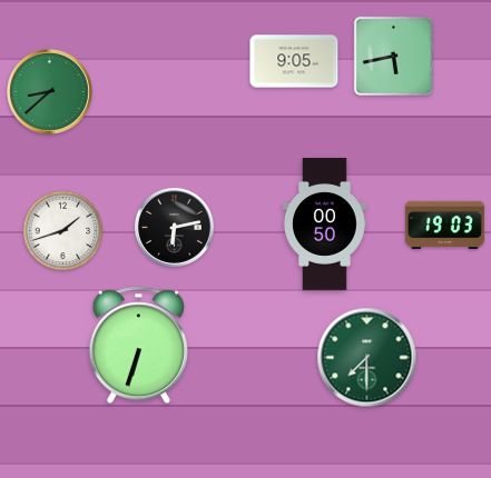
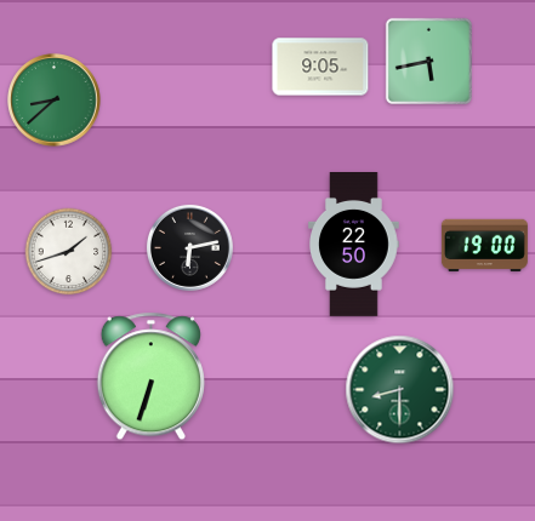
clock at (325, 225): 00:50 -> 22:50
clock at (444, 225): 19:03 -> 19:00
clock at (367, 358): 7:30 -> 8:30
